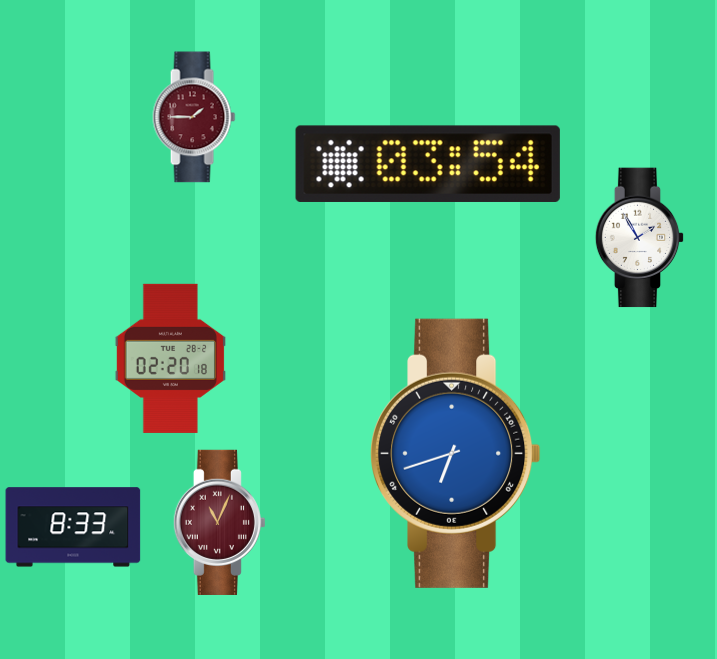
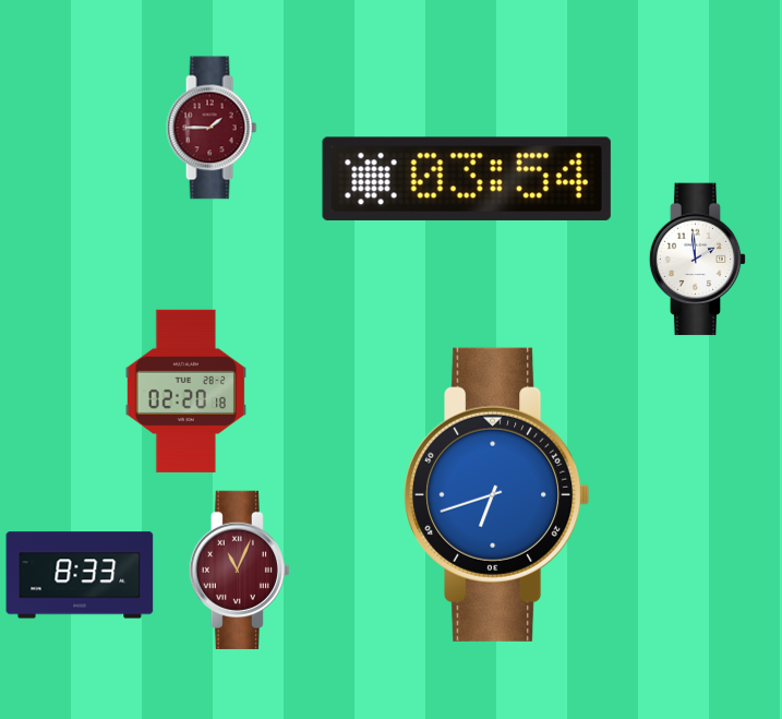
clock at (640, 238): 1:55 -> 1:59
